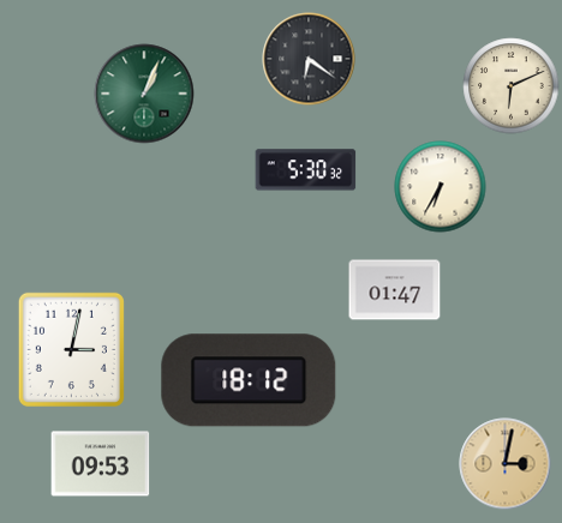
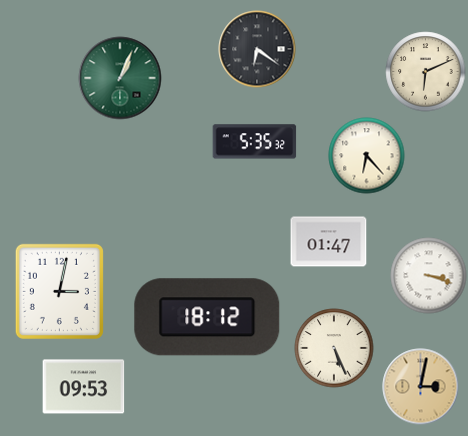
clock at (306, 170): 5:30 -> 5:35
clock at (441, 187): 6:35 -> 6:23
clock at (429, 276): none -> 3:18
clock at (334, 348): none -> 5:26
